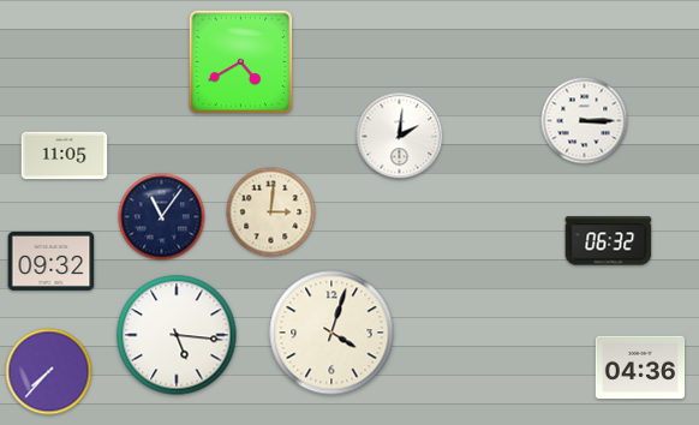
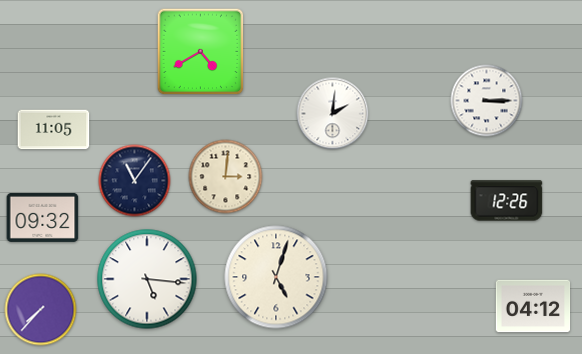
clock at (609, 241): 06:32 -> 12:26
clock at (331, 333): 4:03 -> 5:03
clock at (640, 367): 04:36 -> 04:12
